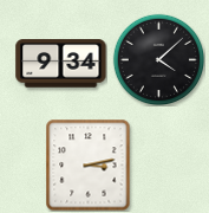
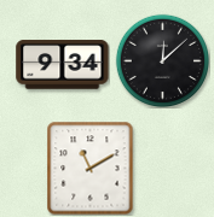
clock at (158, 59): 4:08 -> 12:08
clock at (89, 164): 3:13 -> 11:10
